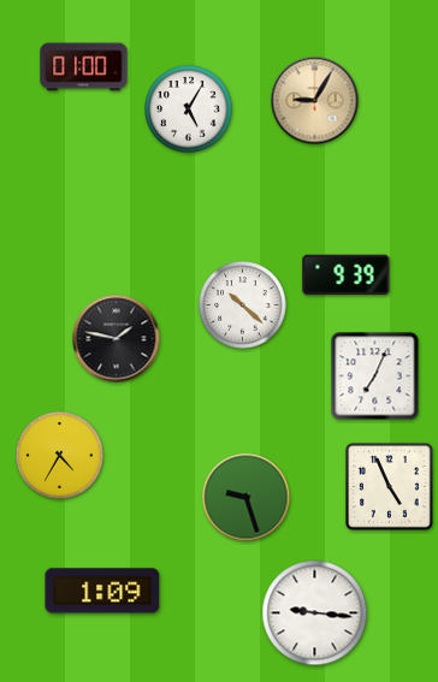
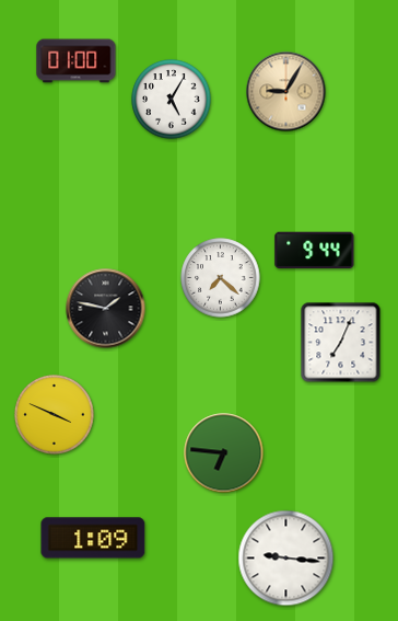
clock at (347, 275): 9:39 -> 9:44
clock at (243, 306): 10:22 -> 7:22
clock at (60, 456): 4:35 -> 3:49
clock at (390, 487): 4:56 -> none
clock at (247, 498): 9:27 -> 6:46
